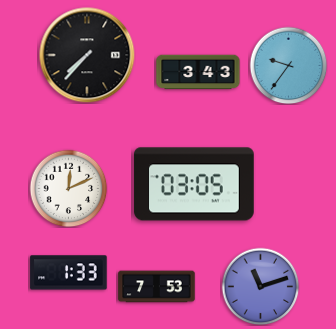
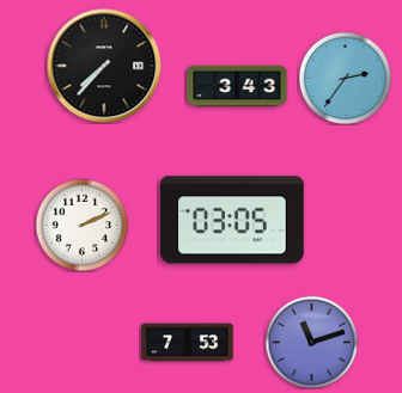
clock at (288, 65): 9:36 -> 2:36
clock at (68, 188): 12:11 -> 2:11
clock at (69, 273): 1:33 -> none
